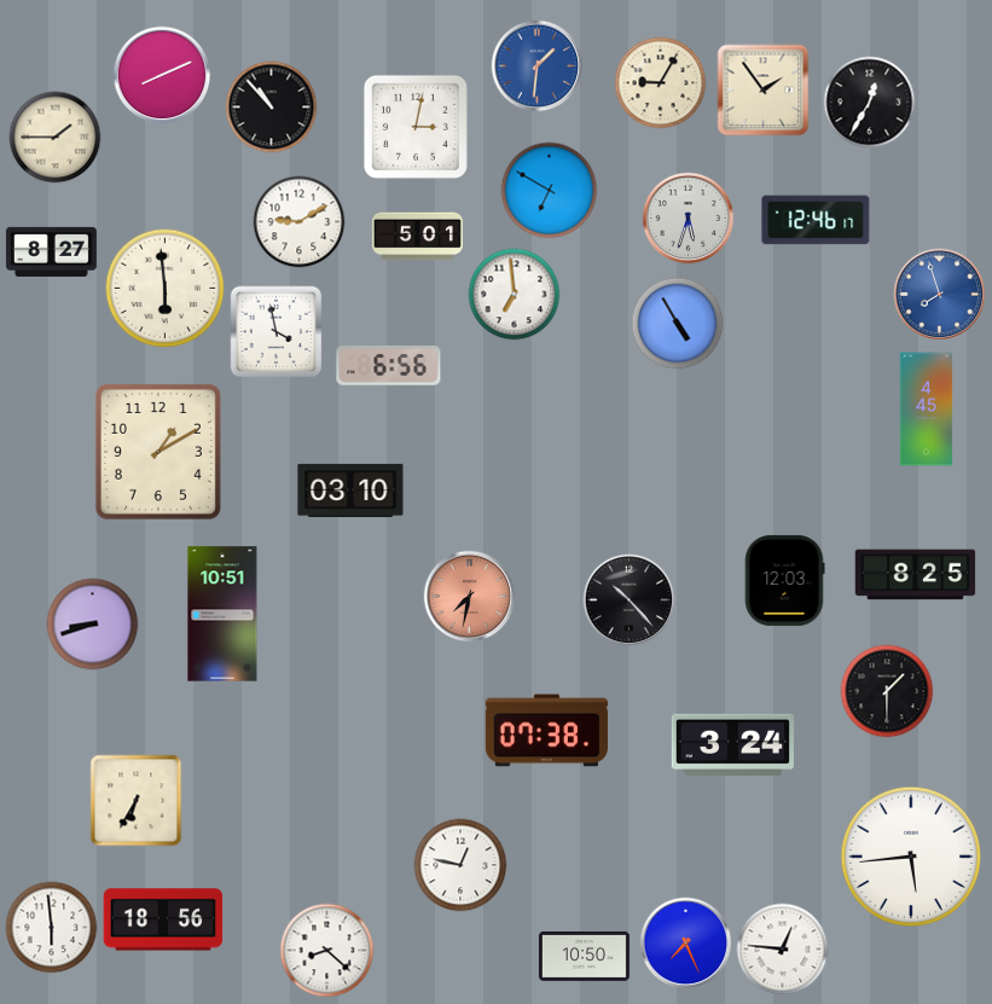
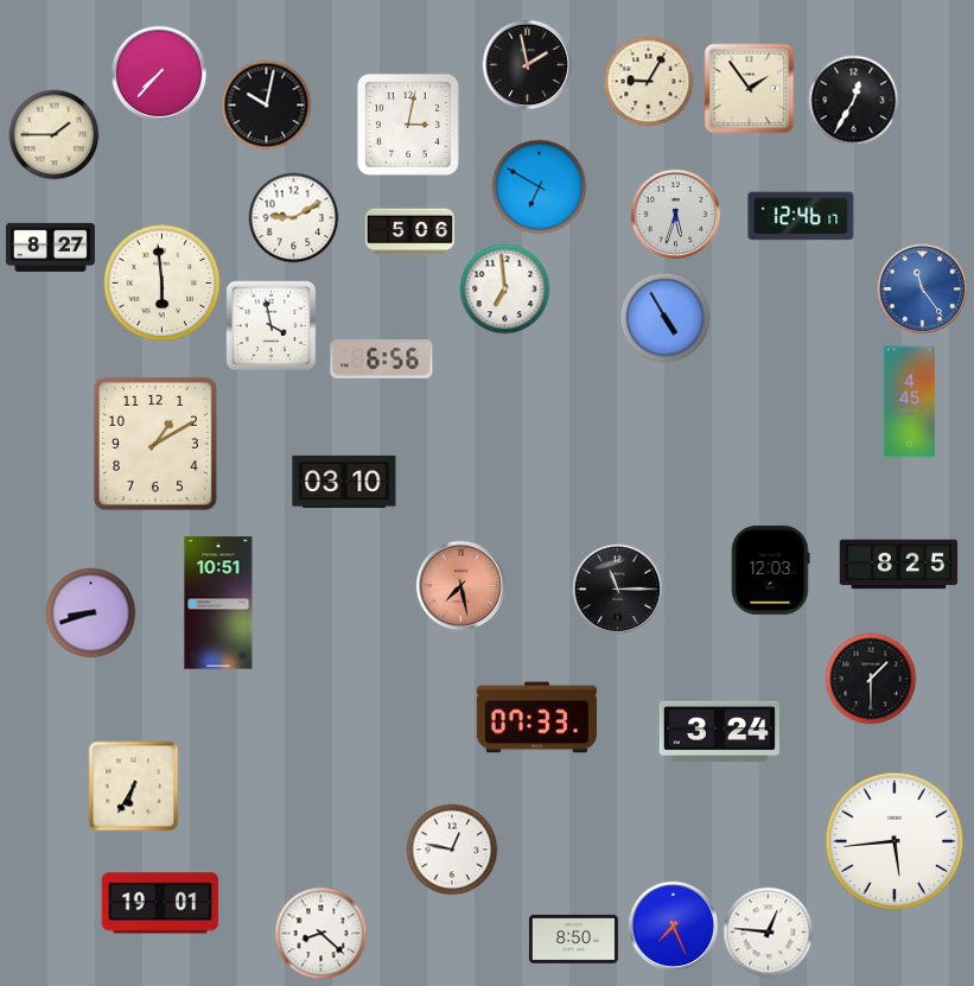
clock at (538, 66): 1:31 -> 1:58
clock at (538, 66) dial: blue -> black
clock at (162, 75): 8:11 -> 7:37
clock at (272, 108): 10:53 -> 10:02
clock at (417, 237): 5:01 -> 5:06
clock at (940, 295): 7:57 -> 11:24
clock at (470, 597): 7:32 -> 7:28
clock at (630, 600): 10:23 -> 11:15
clock at (546, 731): 07:38 -> 07:33
clock at (163, 919): 18:56 -> 19:01
clock at (52, 928): 5:59 -> none
clock at (584, 956): 10:50 -> 8:50
